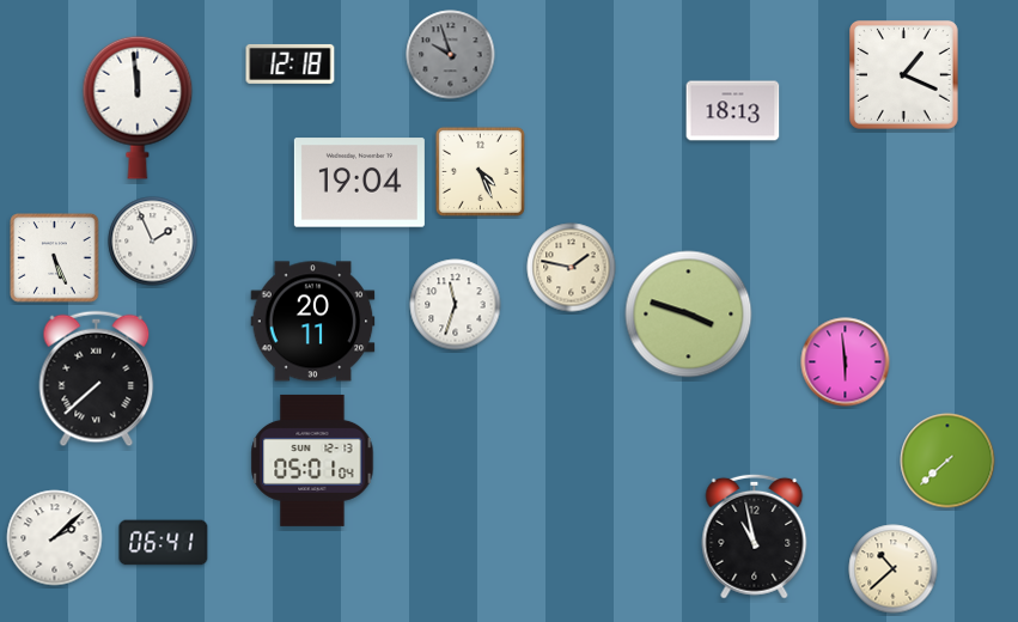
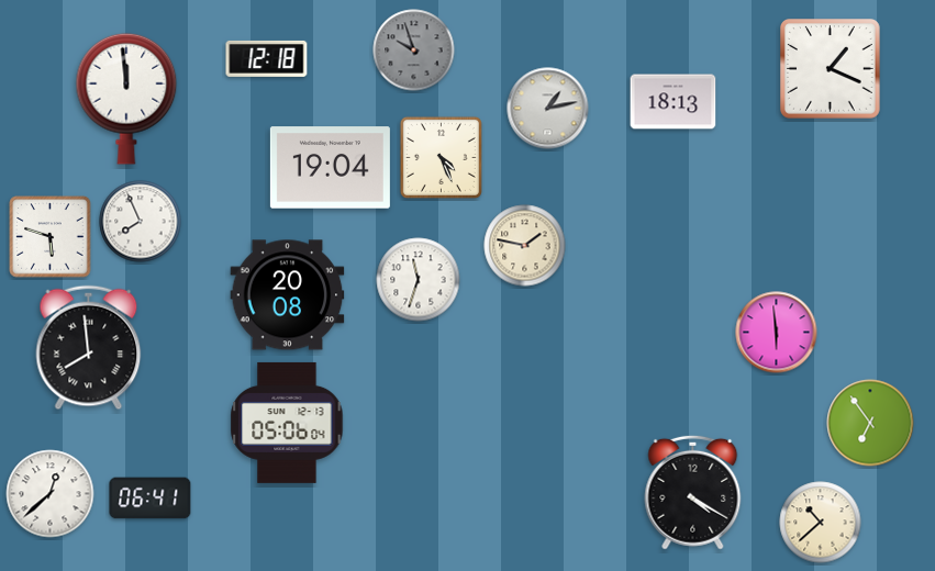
clock at (548, 109): none -> 1:13
clock at (153, 242): 1:56 -> 7:56
clock at (55, 258): 5:26 -> 5:48
clock at (689, 315): 3:48 -> none
clock at (313, 322): 20:11 -> 20:08
clock at (97, 379): 7:38 -> 7:59
clock at (312, 461): 05:01 -> 05:06
clock at (947, 461): 7:38 -> 6:54
clock at (755, 536): 10:58 -> 4:20
clock at (55, 538): 2:08 -> 12:38
